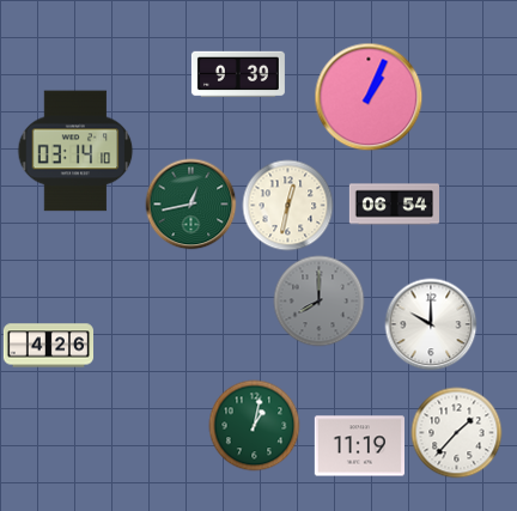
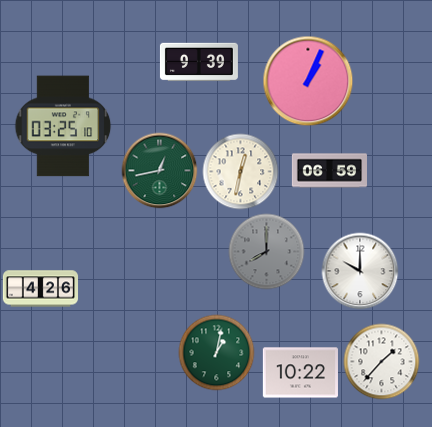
clock at (75, 151): 03:14 -> 03:25
clock at (395, 205): 06:54 -> 06:59
clock at (255, 426) position: (255, 426) -> (217, 353)
clock at (359, 446): 11:19 -> 10:22
